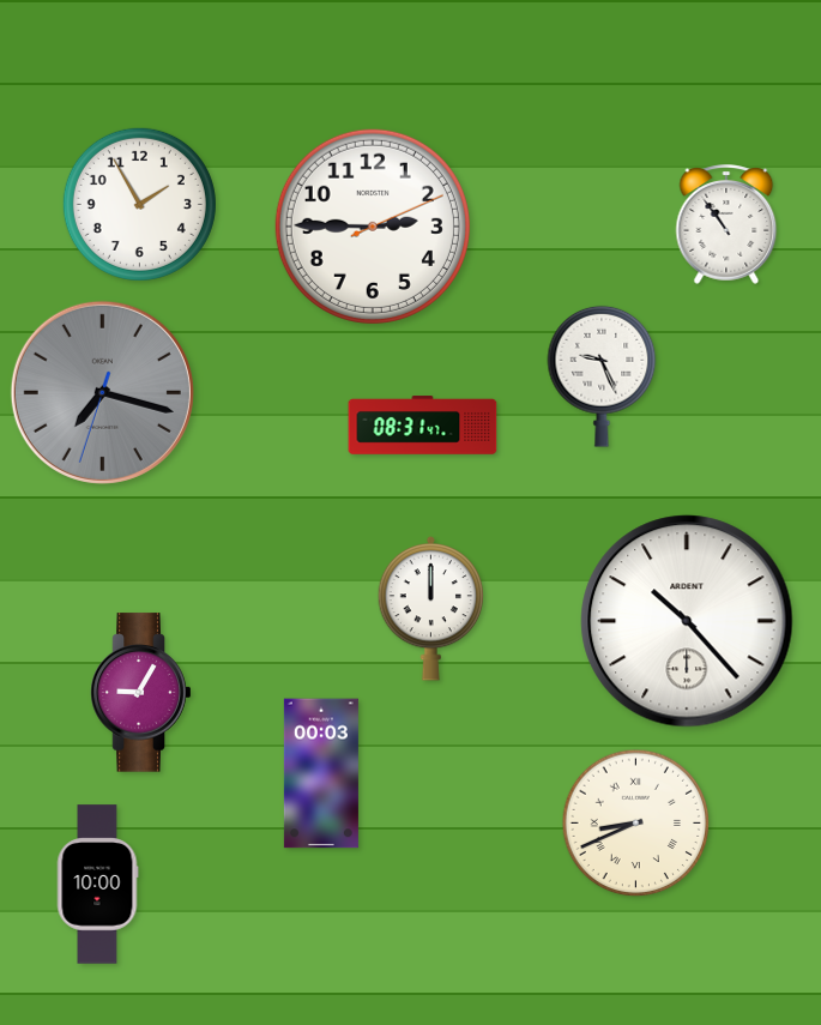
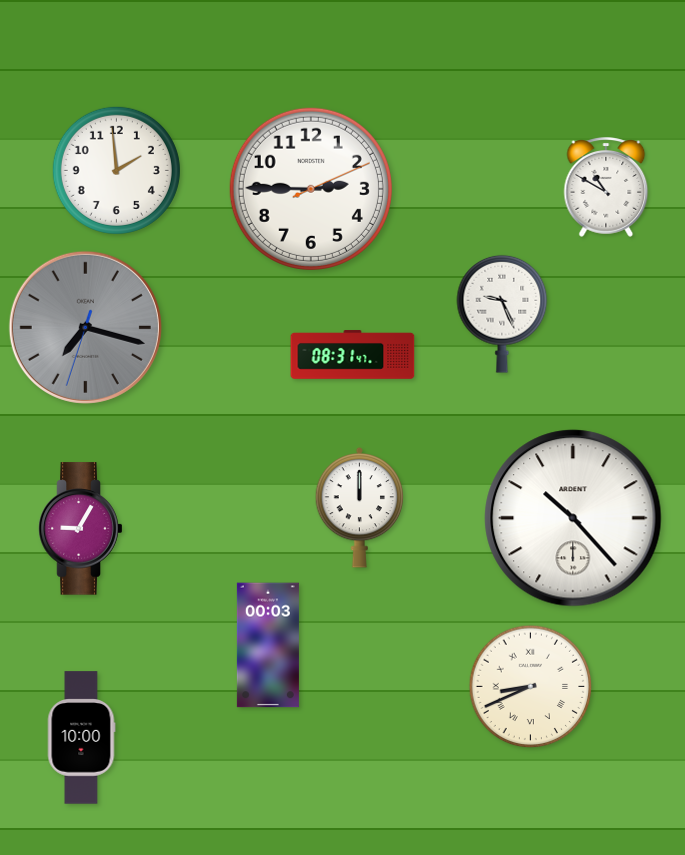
clock at (139, 204): 1:55 -> 1:59
clock at (726, 224): 10:54 -> 10:50
clock at (141, 693) position: (141, 693) -> (81, 529)
